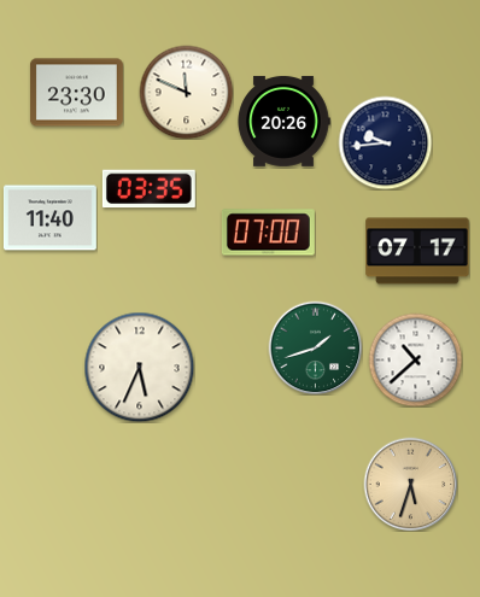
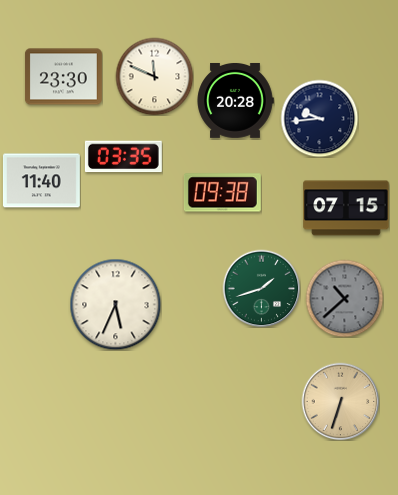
clock at (283, 121): 20:26 -> 20:28
clock at (268, 233): 07:00 -> 09:38
clock at (417, 251): 07:17 -> 07:15
clock at (415, 359) dial: white -> grey
clock at (410, 484): 5:33 -> 6:33
